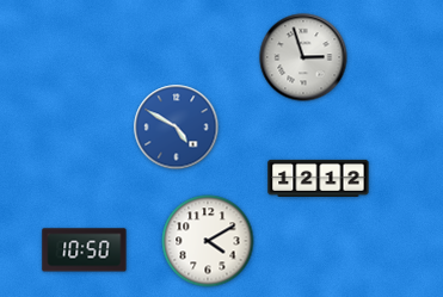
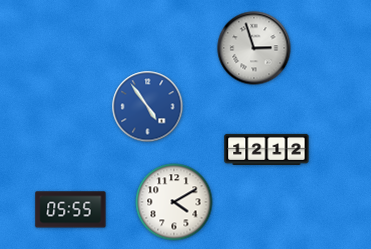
clock at (177, 128): 4:50 -> 4:54
clock at (85, 250): 10:50 -> 05:55
